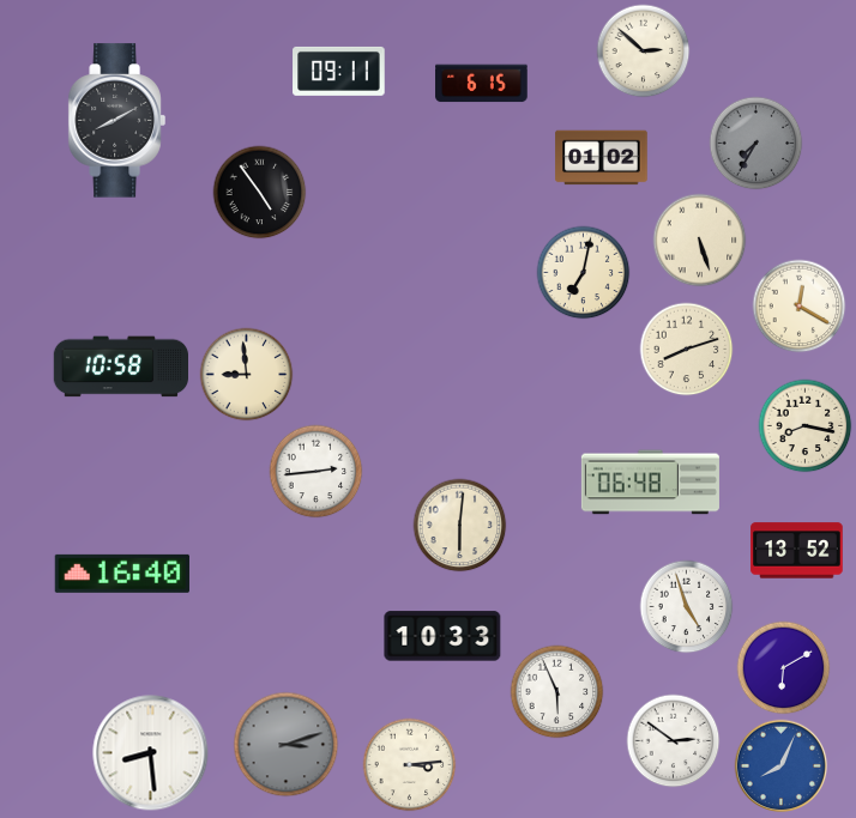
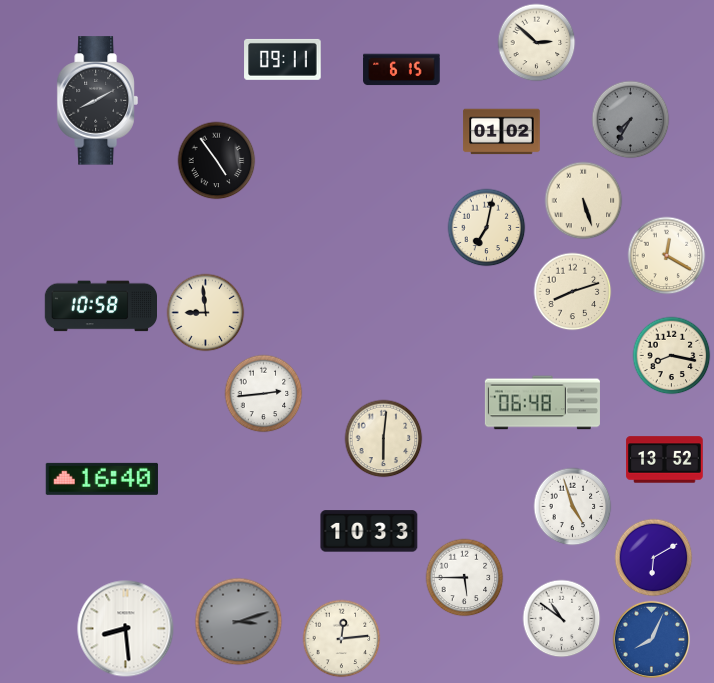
clock at (556, 691): 5:56 -> 5:45
clock at (673, 740): 2:51 -> 10:51
clock at (409, 764): 3:14 -> 12:14
